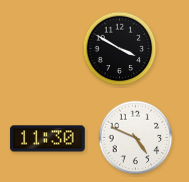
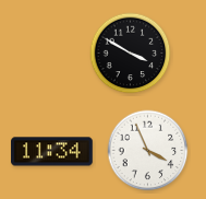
clock at (136, 138): 4:49 -> 3:56
clock at (48, 139): 11:30 -> 11:34
